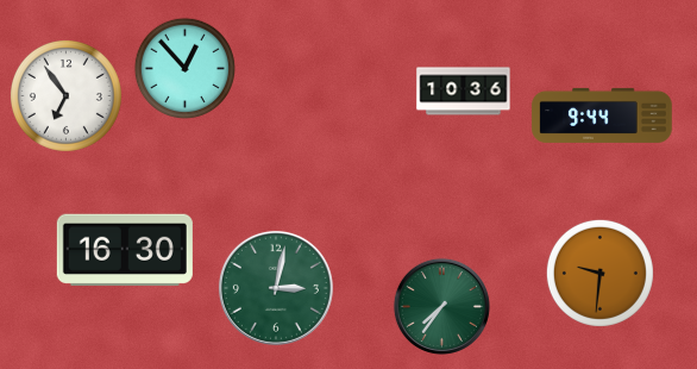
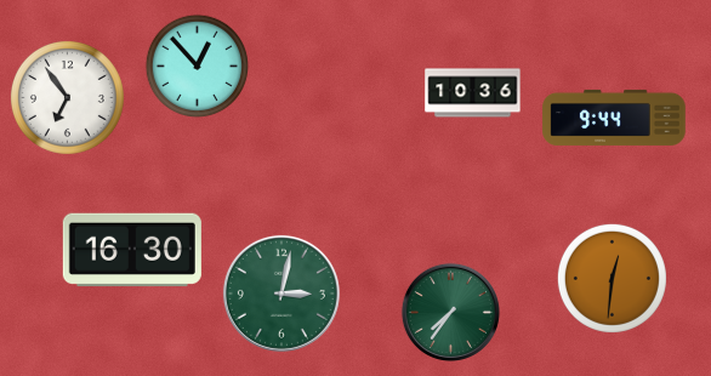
clock at (184, 68) position: (184, 68) -> (197, 65)
clock at (125, 250) position: (125, 250) -> (132, 250)
clock at (599, 273): 9:31 -> 12:31
